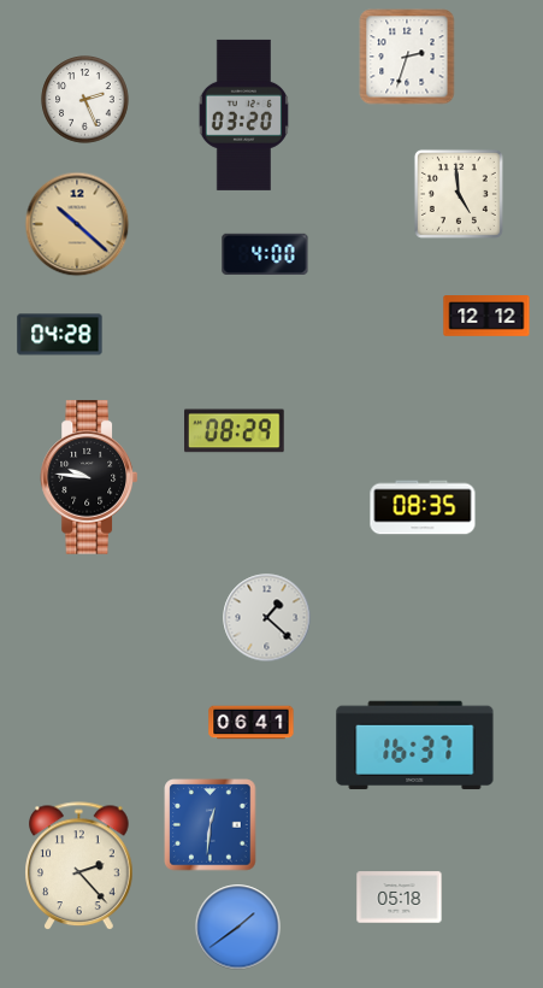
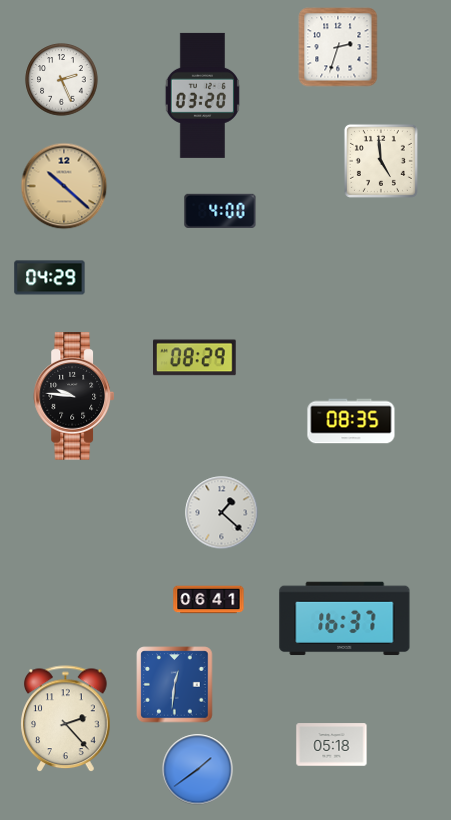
clock at (85, 100) position: (85, 100) -> (62, 80)
clock at (486, 316): 12:12 -> none
clock at (60, 335): 04:28 -> 04:29
